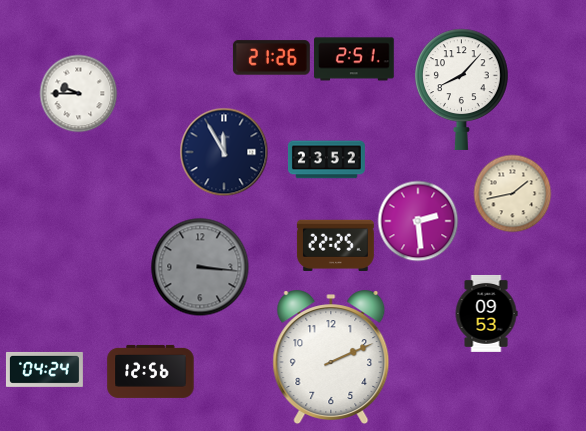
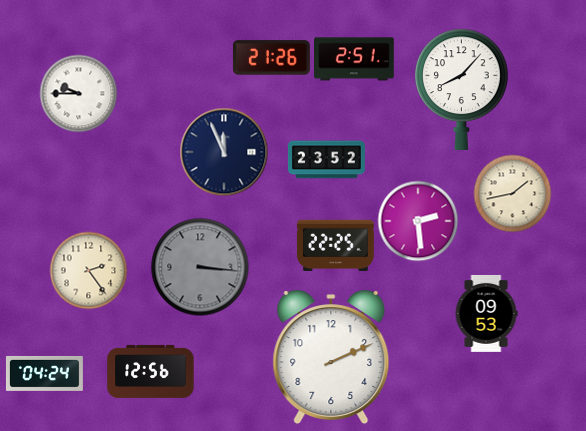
clock at (224, 152): 11:55 -> 11:56
clock at (88, 270): none -> 2:24
clock at (44, 369) position: (44, 369) -> (44, 373)
